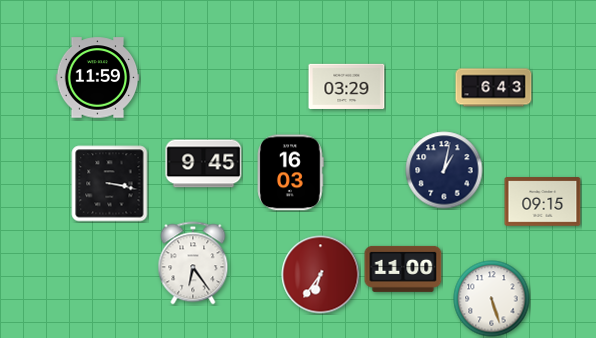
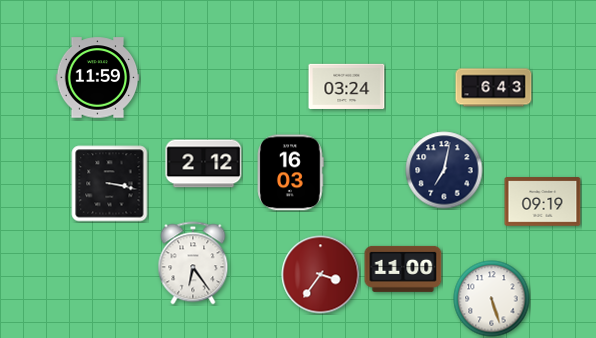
clock at (347, 86): 03:29 -> 03:24
clock at (204, 164): 9:45 -> 2:12
clock at (444, 170): 1:02 -> 7:02
clock at (543, 202): 09:15 -> 09:19
clock at (321, 275): 6:36 -> 3:36
